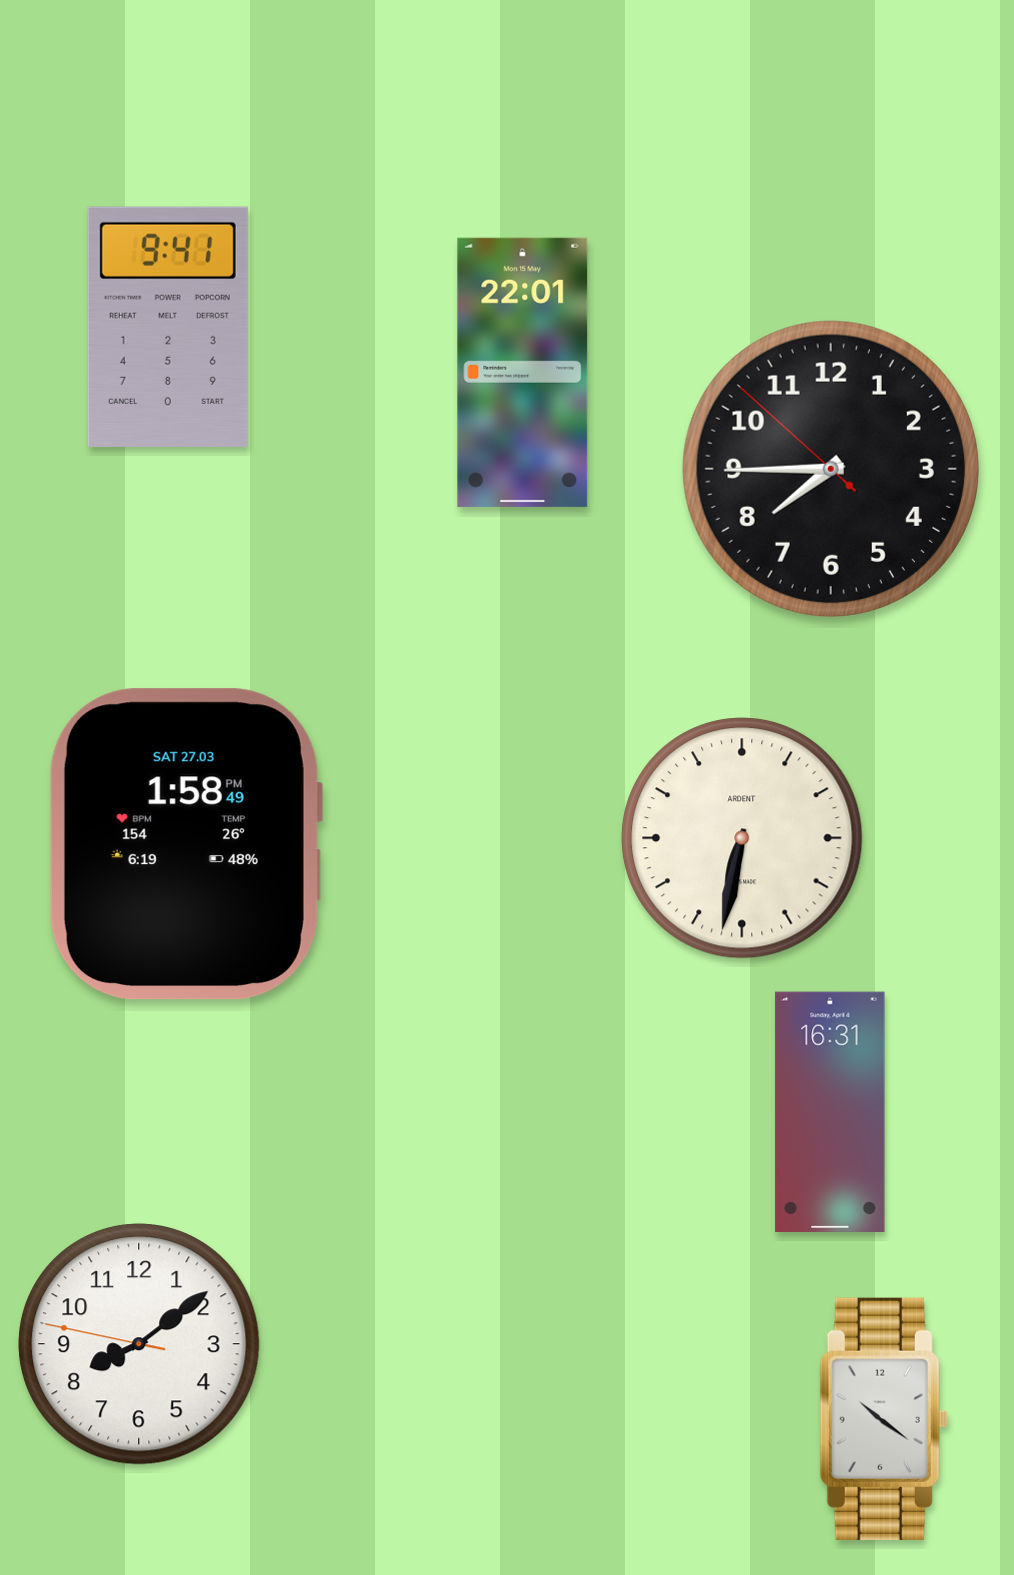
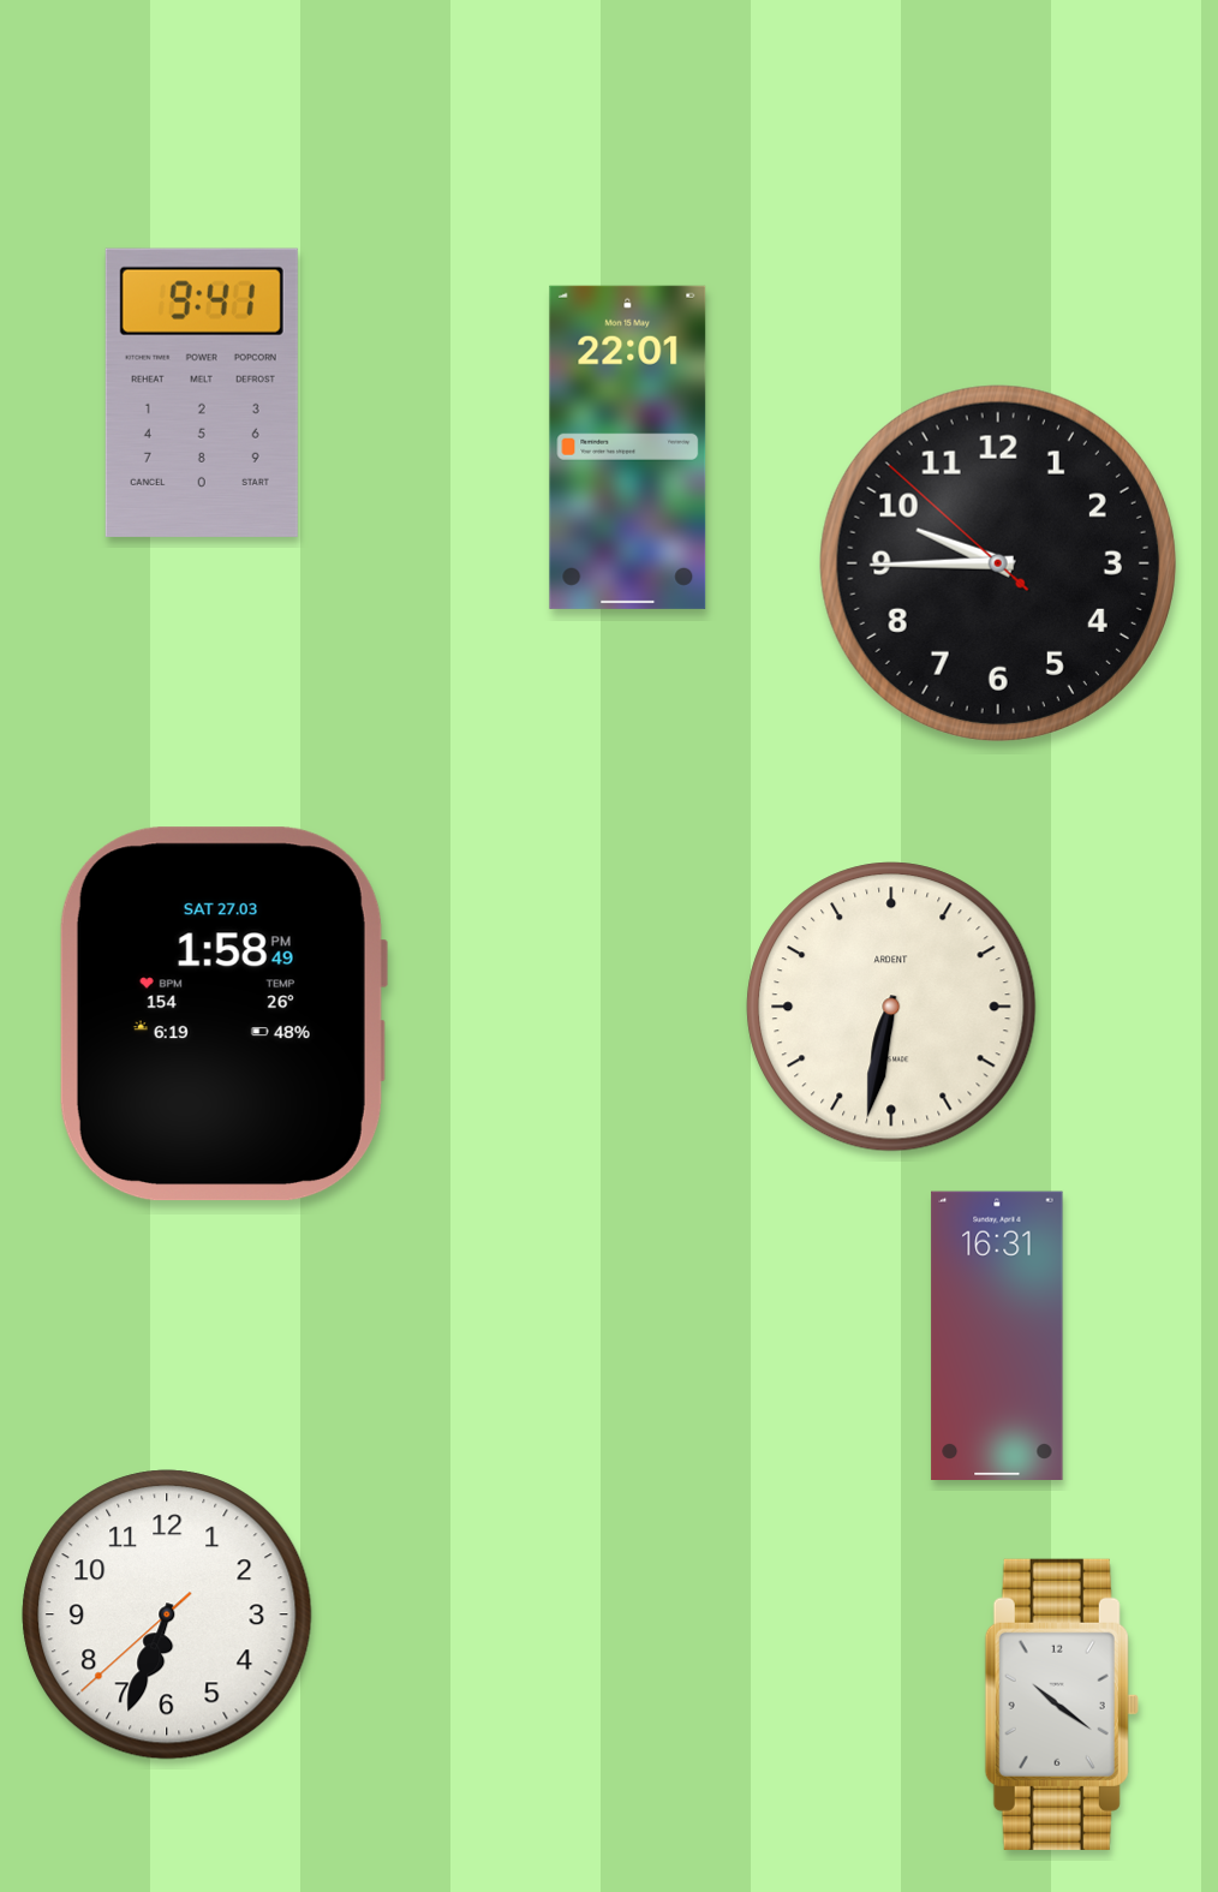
clock at (831, 469): 7:44 -> 9:44
clock at (139, 1344): 8:08 -> 6:33
